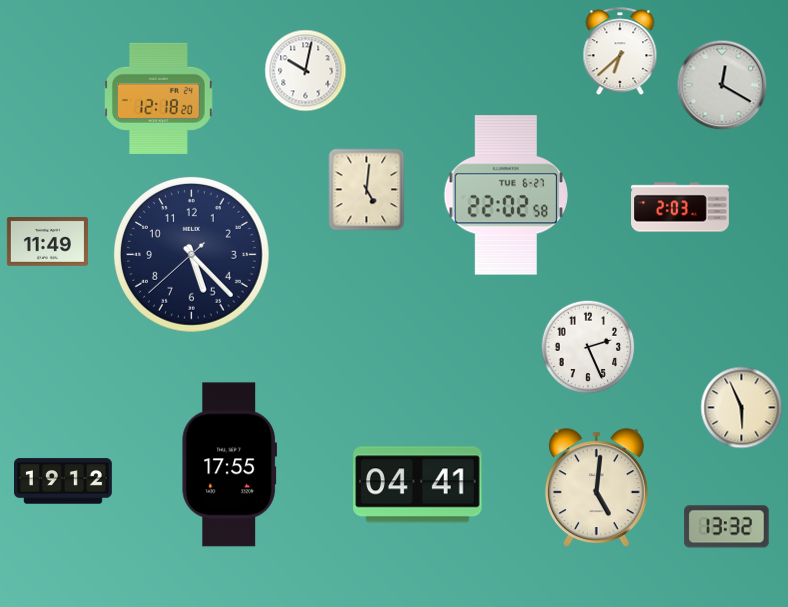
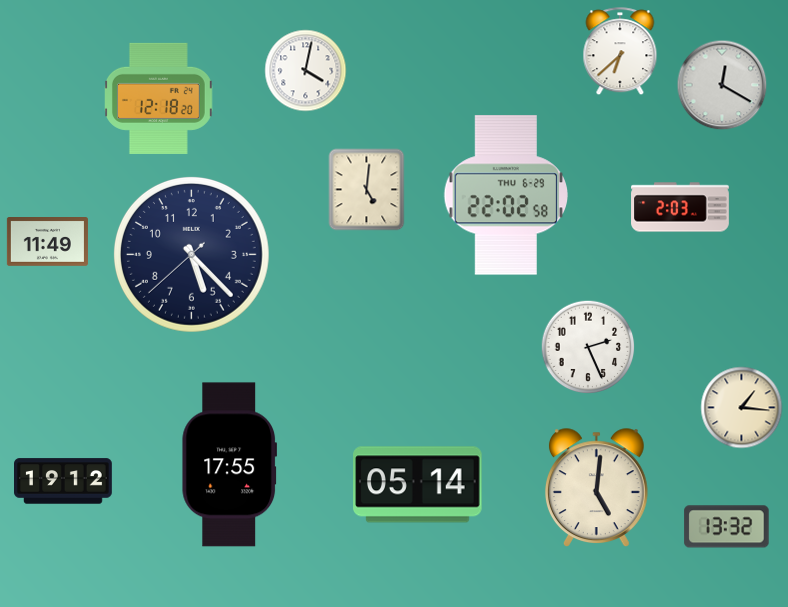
clock at (306, 71): 10:02 -> 4:02
clock at (505, 195) date: TUE 6-27 -> THU 6-29
clock at (742, 408): 5:56 -> 1:16
clock at (418, 485): 04:41 -> 05:14
